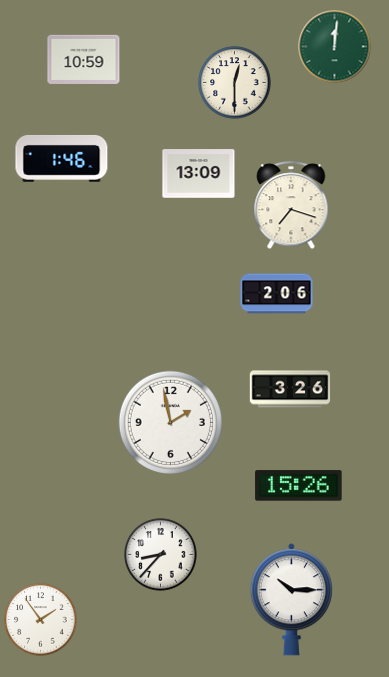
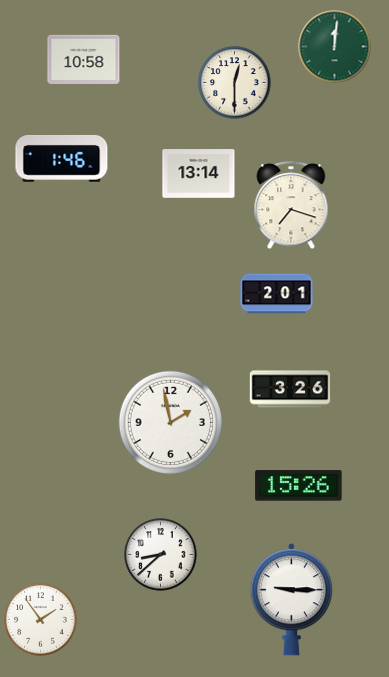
clock at (84, 59): 10:59 -> 10:58
clock at (199, 174): 13:09 -> 13:14
clock at (277, 294): 2:06 -> 2:01
clock at (161, 555): 8:37 -> 8:38
clock at (291, 600): 10:15 -> 9:15
